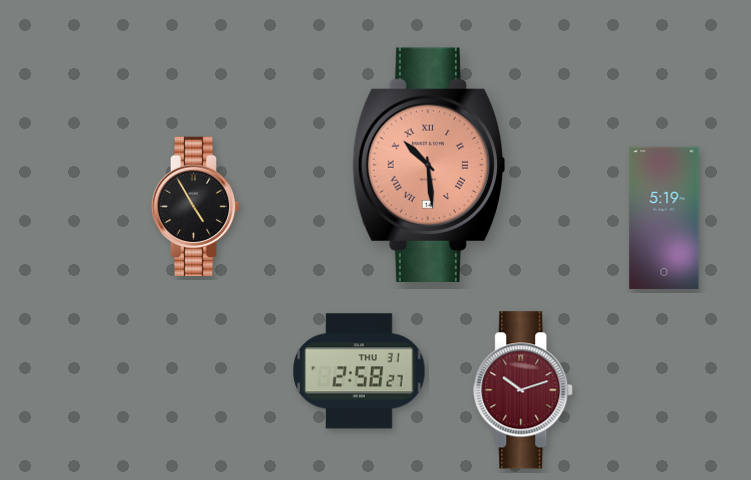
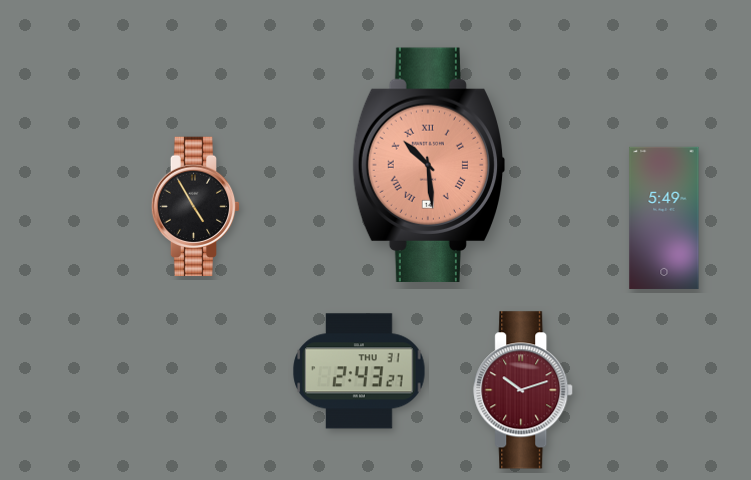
clock at (664, 218): 5:19 -> 5:49
clock at (359, 371): 2:58 -> 2:43
